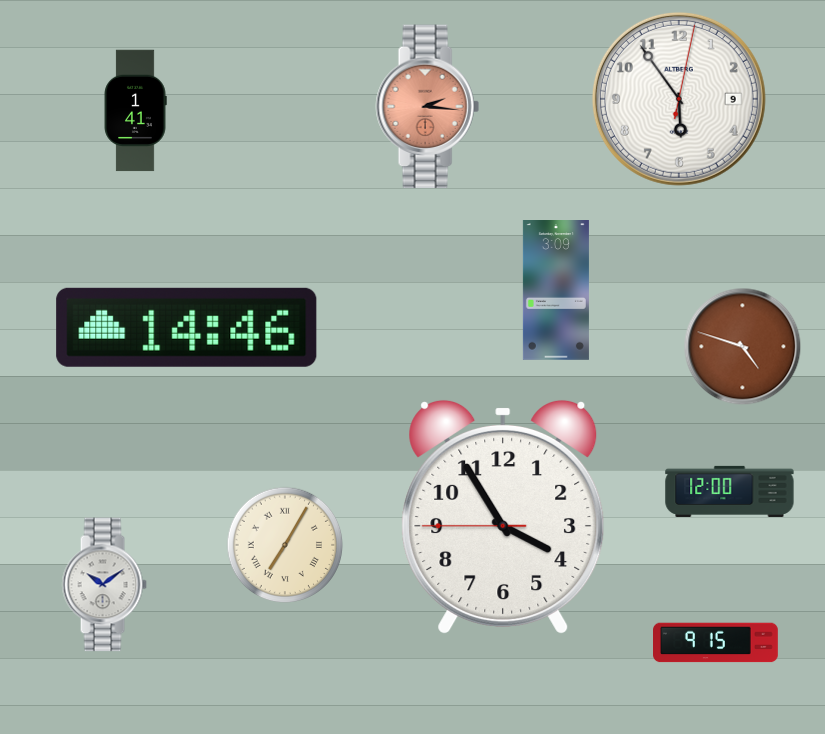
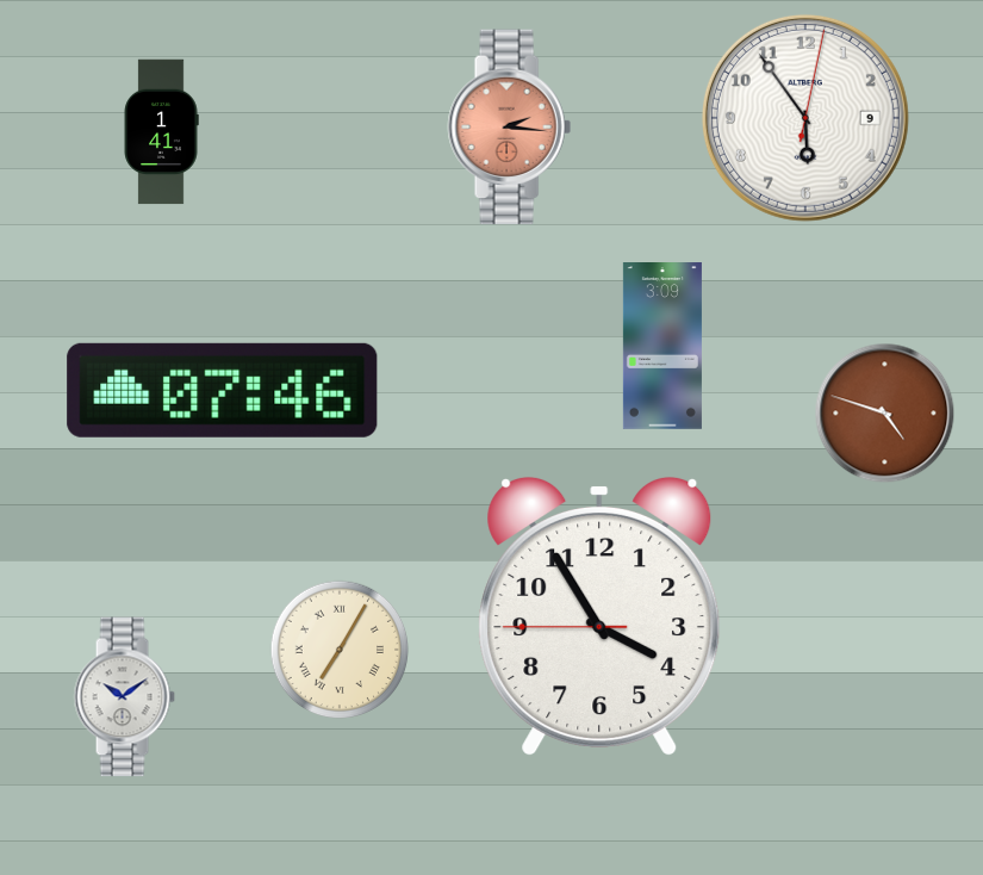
clock at (679, 99) position: (679, 99) -> (805, 118)
clock at (187, 327): 14:46 -> 07:46
clock at (730, 491): 12:00 -> none
clock at (716, 643): 9:15 -> none
